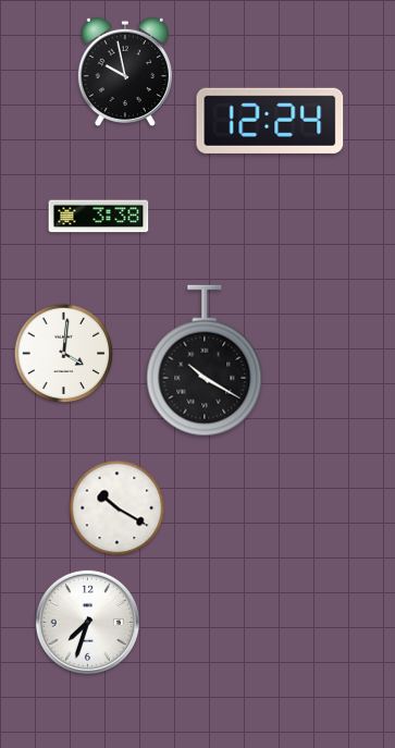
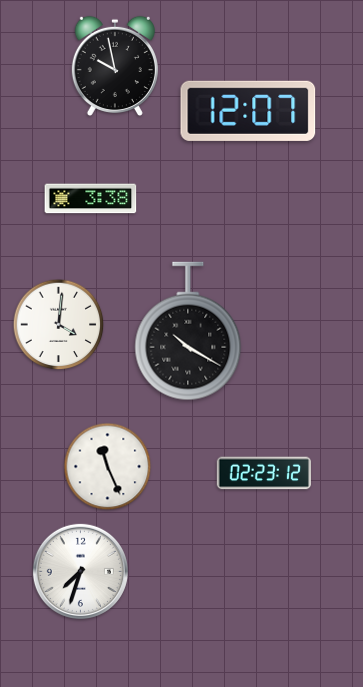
clock at (270, 121): 12:24 -> 12:07
clock at (118, 508): 10:20 -> 11:26
clock at (263, 473): none -> 02:23
